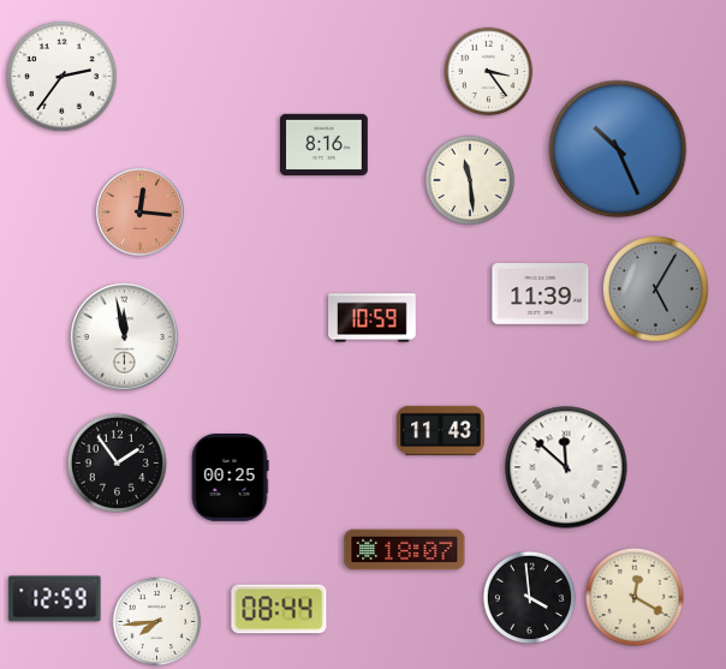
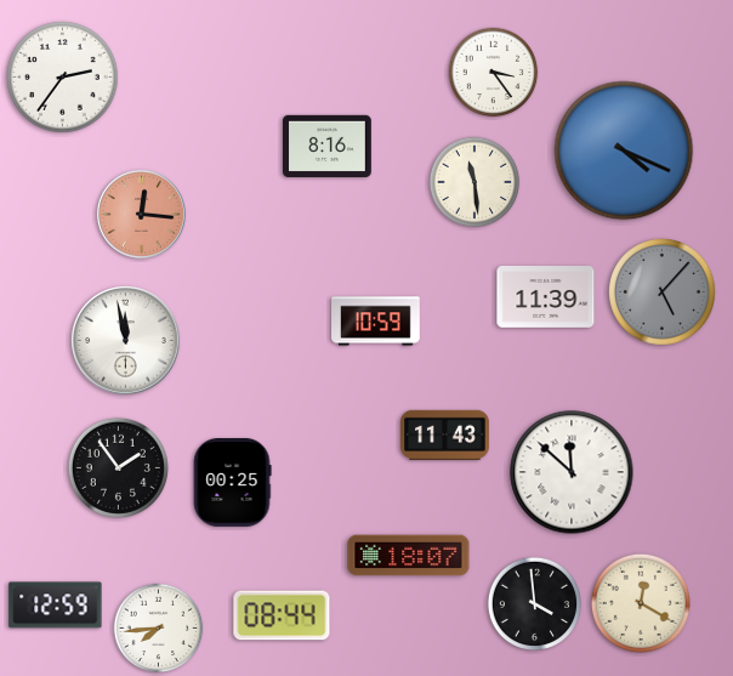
clock at (618, 149): 10:26 -> 4:19
clock at (656, 289): 5:05 -> 5:07
